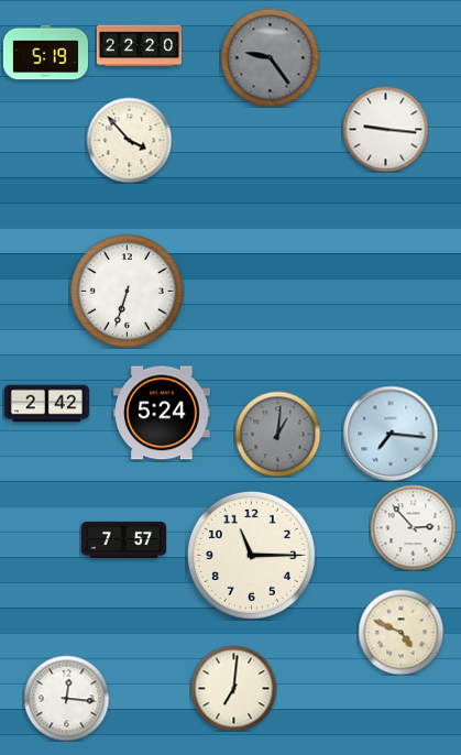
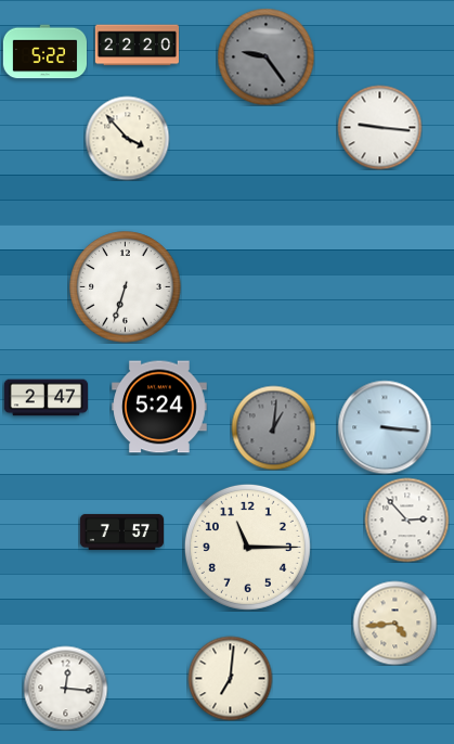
clock at (45, 53): 5:19 -> 5:22
clock at (46, 404): 2:42 -> 2:47
clock at (391, 434): 7:16 -> 3:16
clock at (400, 632): 4:49 -> 4:44
